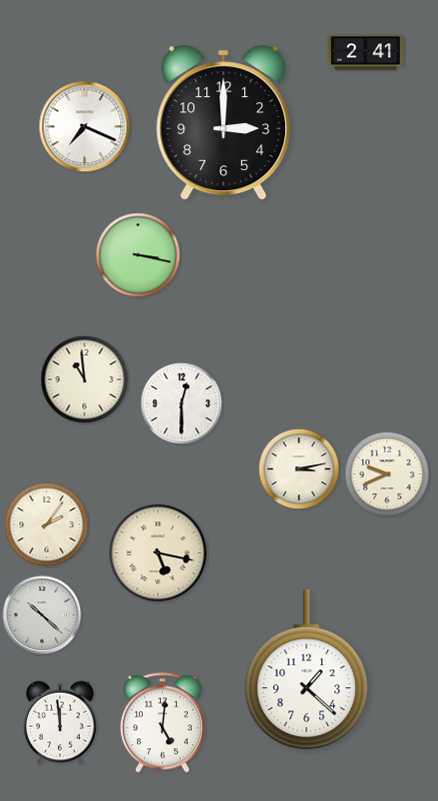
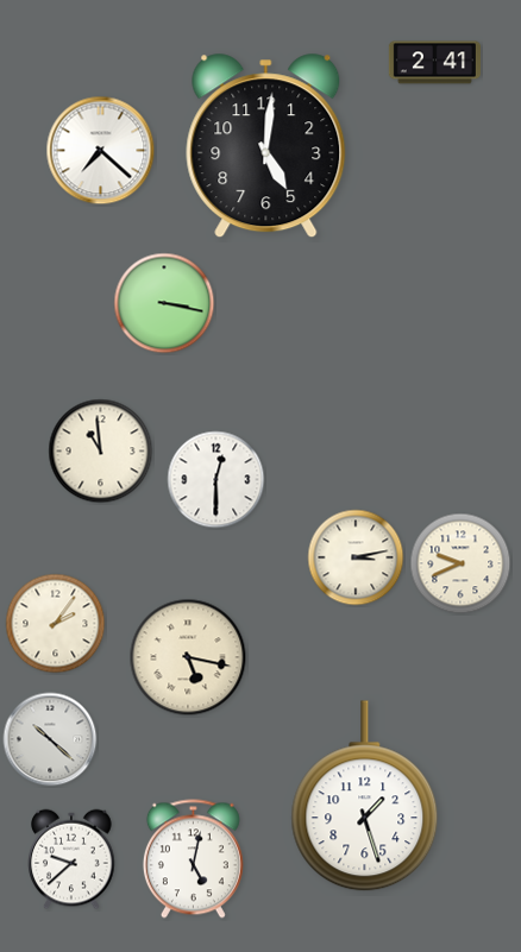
clock at (224, 123): 3:00 -> 5:01
clock at (85, 127): 7:19 -> 7:22
clock at (42, 615) position: (42, 615) -> (50, 739)
clock at (307, 670): 1:22 -> 1:27
clock at (60, 723): 11:59 -> 9:38
clock at (162, 723): 5:01 -> 5:02
